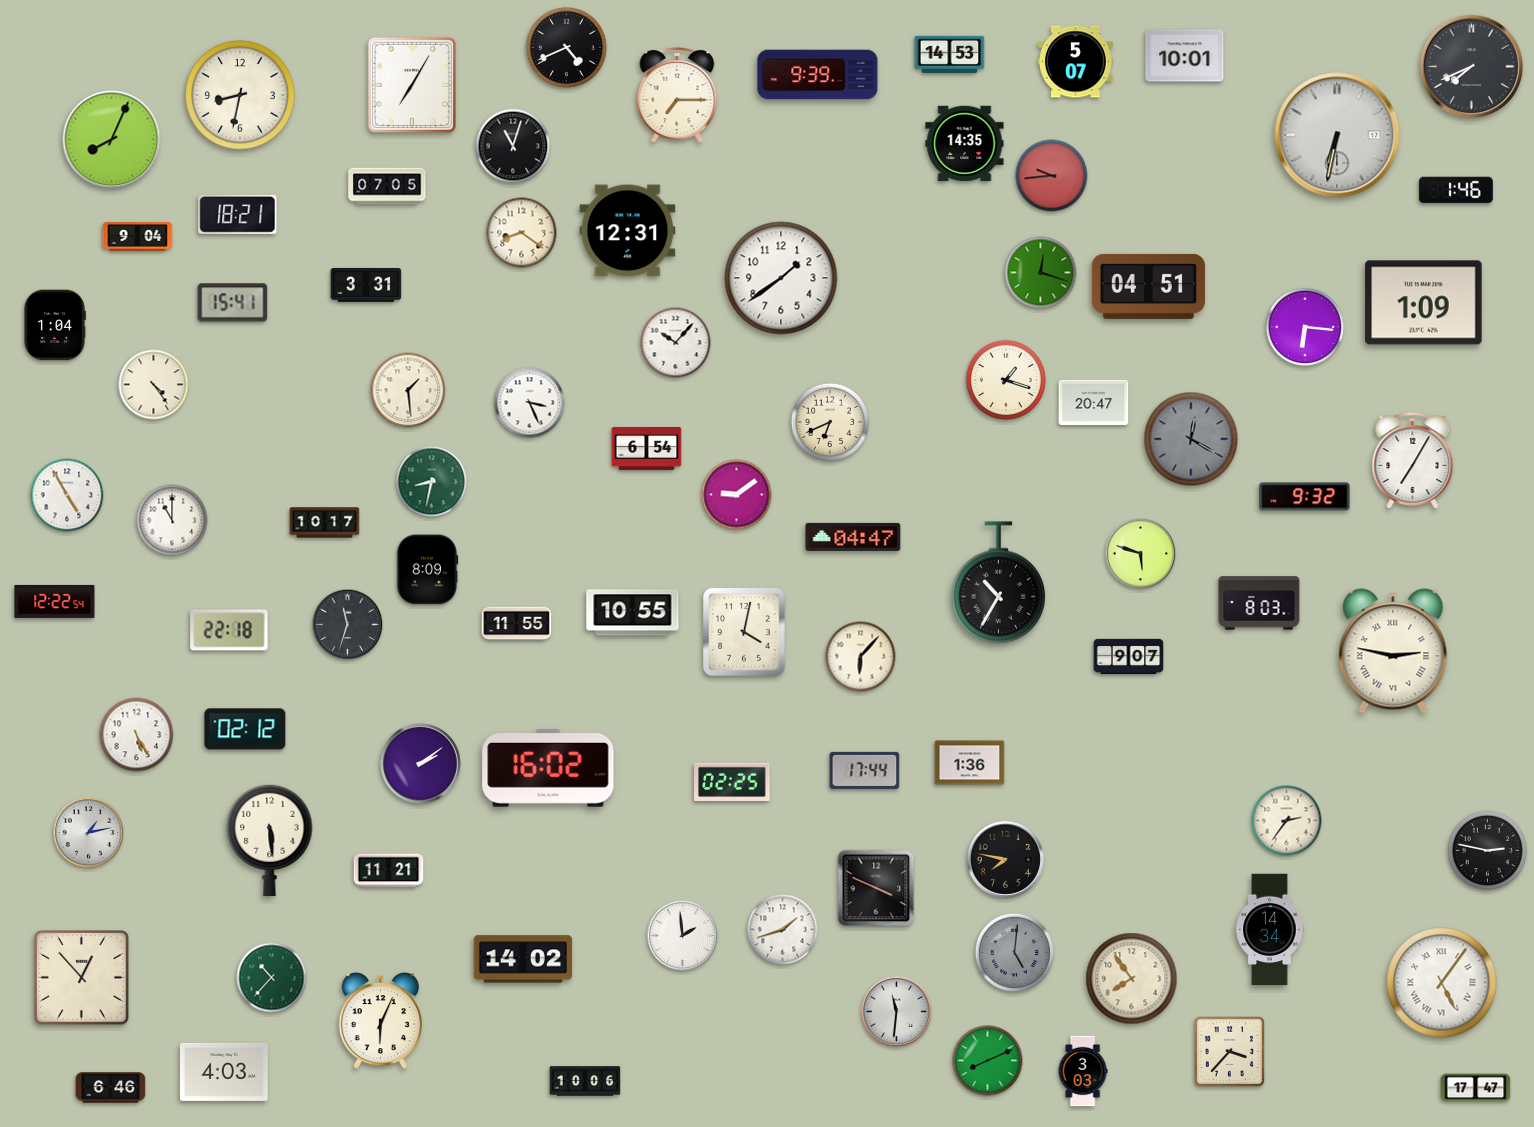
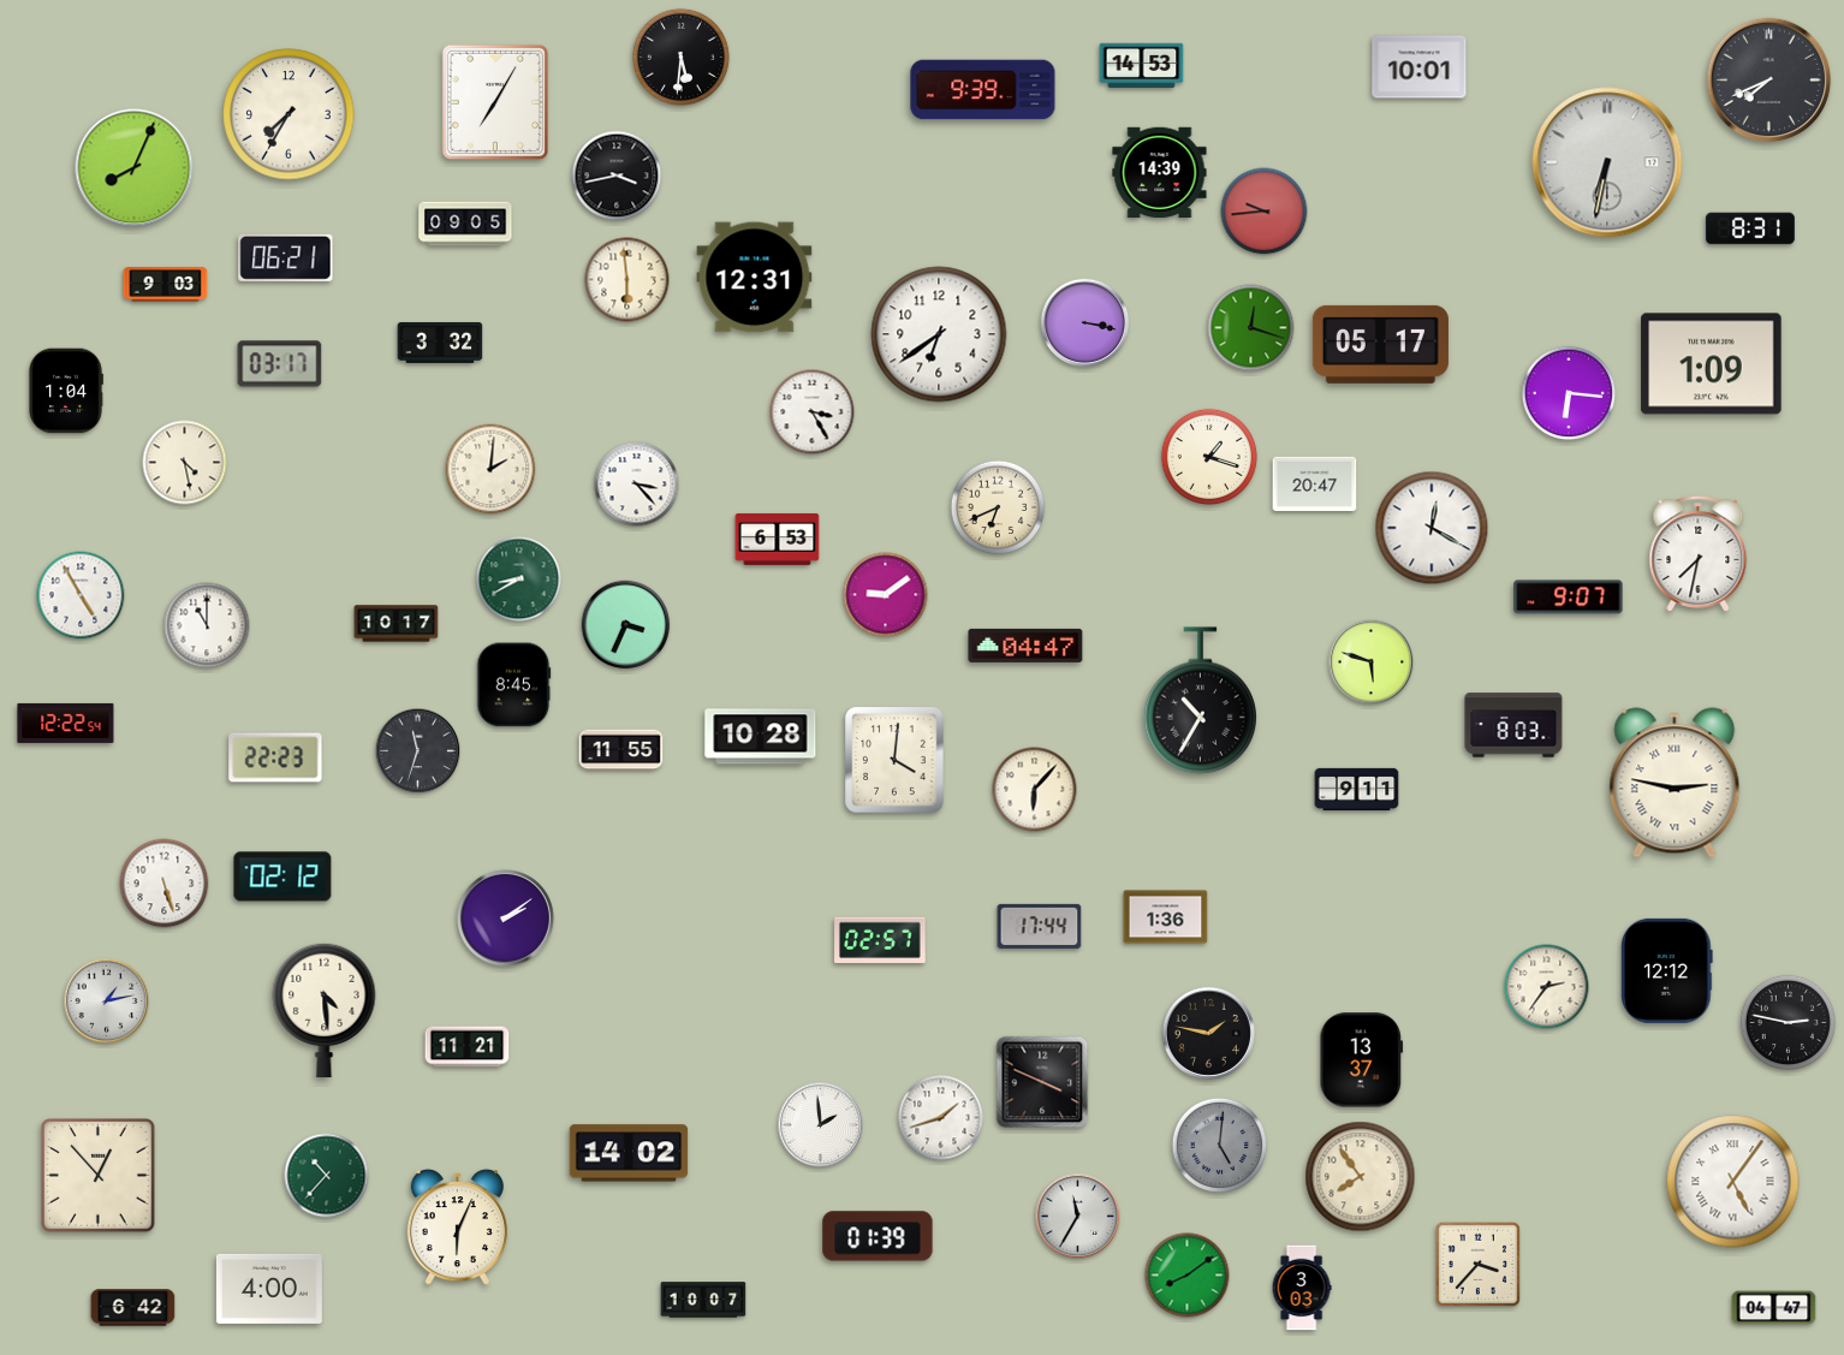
clock at (566, 47): 4:41 -> 5:31
clock at (1185, 56) position: (1185, 56) -> (1420, 67)
clock at (1076, 62): 5:07 -> none
clock at (240, 95): 8:32 -> 7:35
clock at (677, 95): 7:15 -> none
clock at (965, 144): 14:35 -> 14:39
clock at (513, 146): 11:03 -> 3:43
clock at (387, 186): 07:05 -> 09:05
clock at (1456, 190): 1:46 -> 8:31
clock at (238, 214): 18:21 -> 06:21
clock at (522, 233): 8:21 -> 5:59
clock at (138, 237): 9:04 -> 9:03
clock at (1085, 323): none -> 3:17
clock at (781, 278): 1:39 -> 6:39
clock at (366, 285): 3:31 -> 3:32
clock at (1148, 286): 04:51 -> 05:17
clock at (233, 303): 15:41 -> 03:17
clock at (676, 343): 10:07 -> 3:25
clock at (154, 385): 4:24 -> 4:28
clock at (408, 390): 1:29 -> 2:01
clock at (530, 403): 3:26 -> 3:23
clock at (1191, 439) dial: grey -> white
clock at (647, 448): 6:54 -> 6:53
clock at (1413, 461): 7:05 -> 7:32
clock at (432, 482): 8:32 -> 8:40
clock at (1305, 497): 9:32 -> 9:07
clock at (626, 625): none -> 3:34
clock at (325, 523) position: (325, 523) -> (397, 624)
clock at (1141, 554) position: (1141, 554) -> (1372, 662)
clock at (428, 570): 8:09 -> 8:45
clock at (633, 613): 10:55 -> 10:28
clock at (229, 630): 22:18 -> 22:23
clock at (744, 632): 4:02 -> 4:01
clock at (1129, 657): 9:07 -> 9:11
clock at (245, 729) position: (245, 729) -> (282, 876)
clock at (137, 735): 5:25 -> 5:27
clock at (548, 768): 16:02 -> none
clock at (732, 781): 02:25 -> 02:57
clock at (1667, 970): none -> 12:12
clock at (270, 840): 5:29 -> 4:29
clock at (1005, 859): 7:47 -> 1:47
clock at (1362, 1060): none -> 13:37
clock at (876, 888) position: (876, 888) -> (1042, 1082)
clock at (1270, 930): 14:34 -> none
clock at (897, 1012): 11:31 -> 11:35
clock at (878, 1236): none -> 01:39
clock at (988, 1061): 8:11 -> 8:09
clock at (224, 1072): 4:03 -> 4:00
clock at (585, 1081): 10:06 -> 10:07
clock at (111, 1088): 6:46 -> 6:42
clock at (1476, 1088): 17:47 -> 04:47
